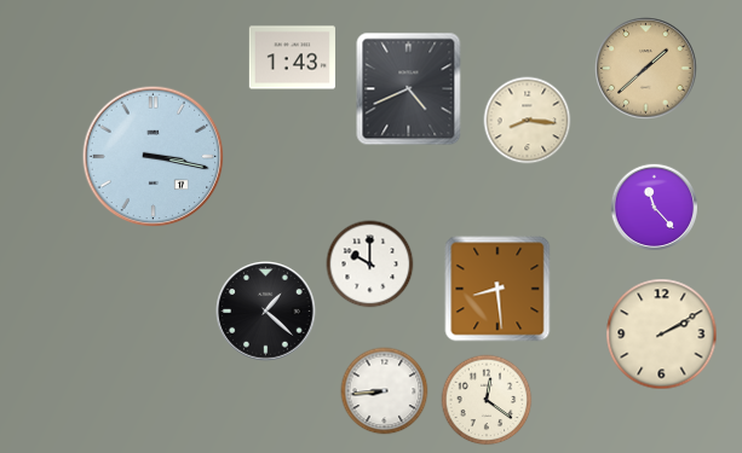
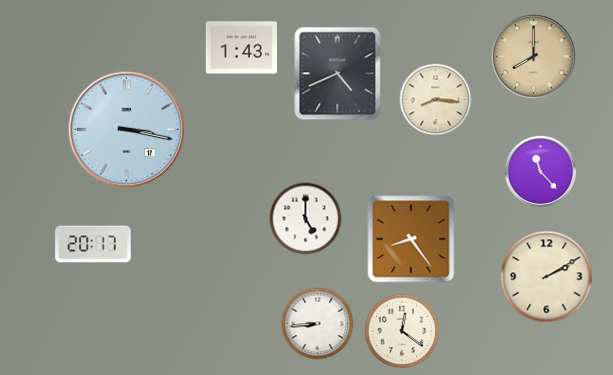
clock at (646, 69): 1:38 -> 8:00
clock at (370, 265): 10:00 -> 5:00
clock at (497, 289): 8:29 -> 8:24
clock at (93, 244): none -> 20:17
clock at (266, 312): 1:22 -> none
